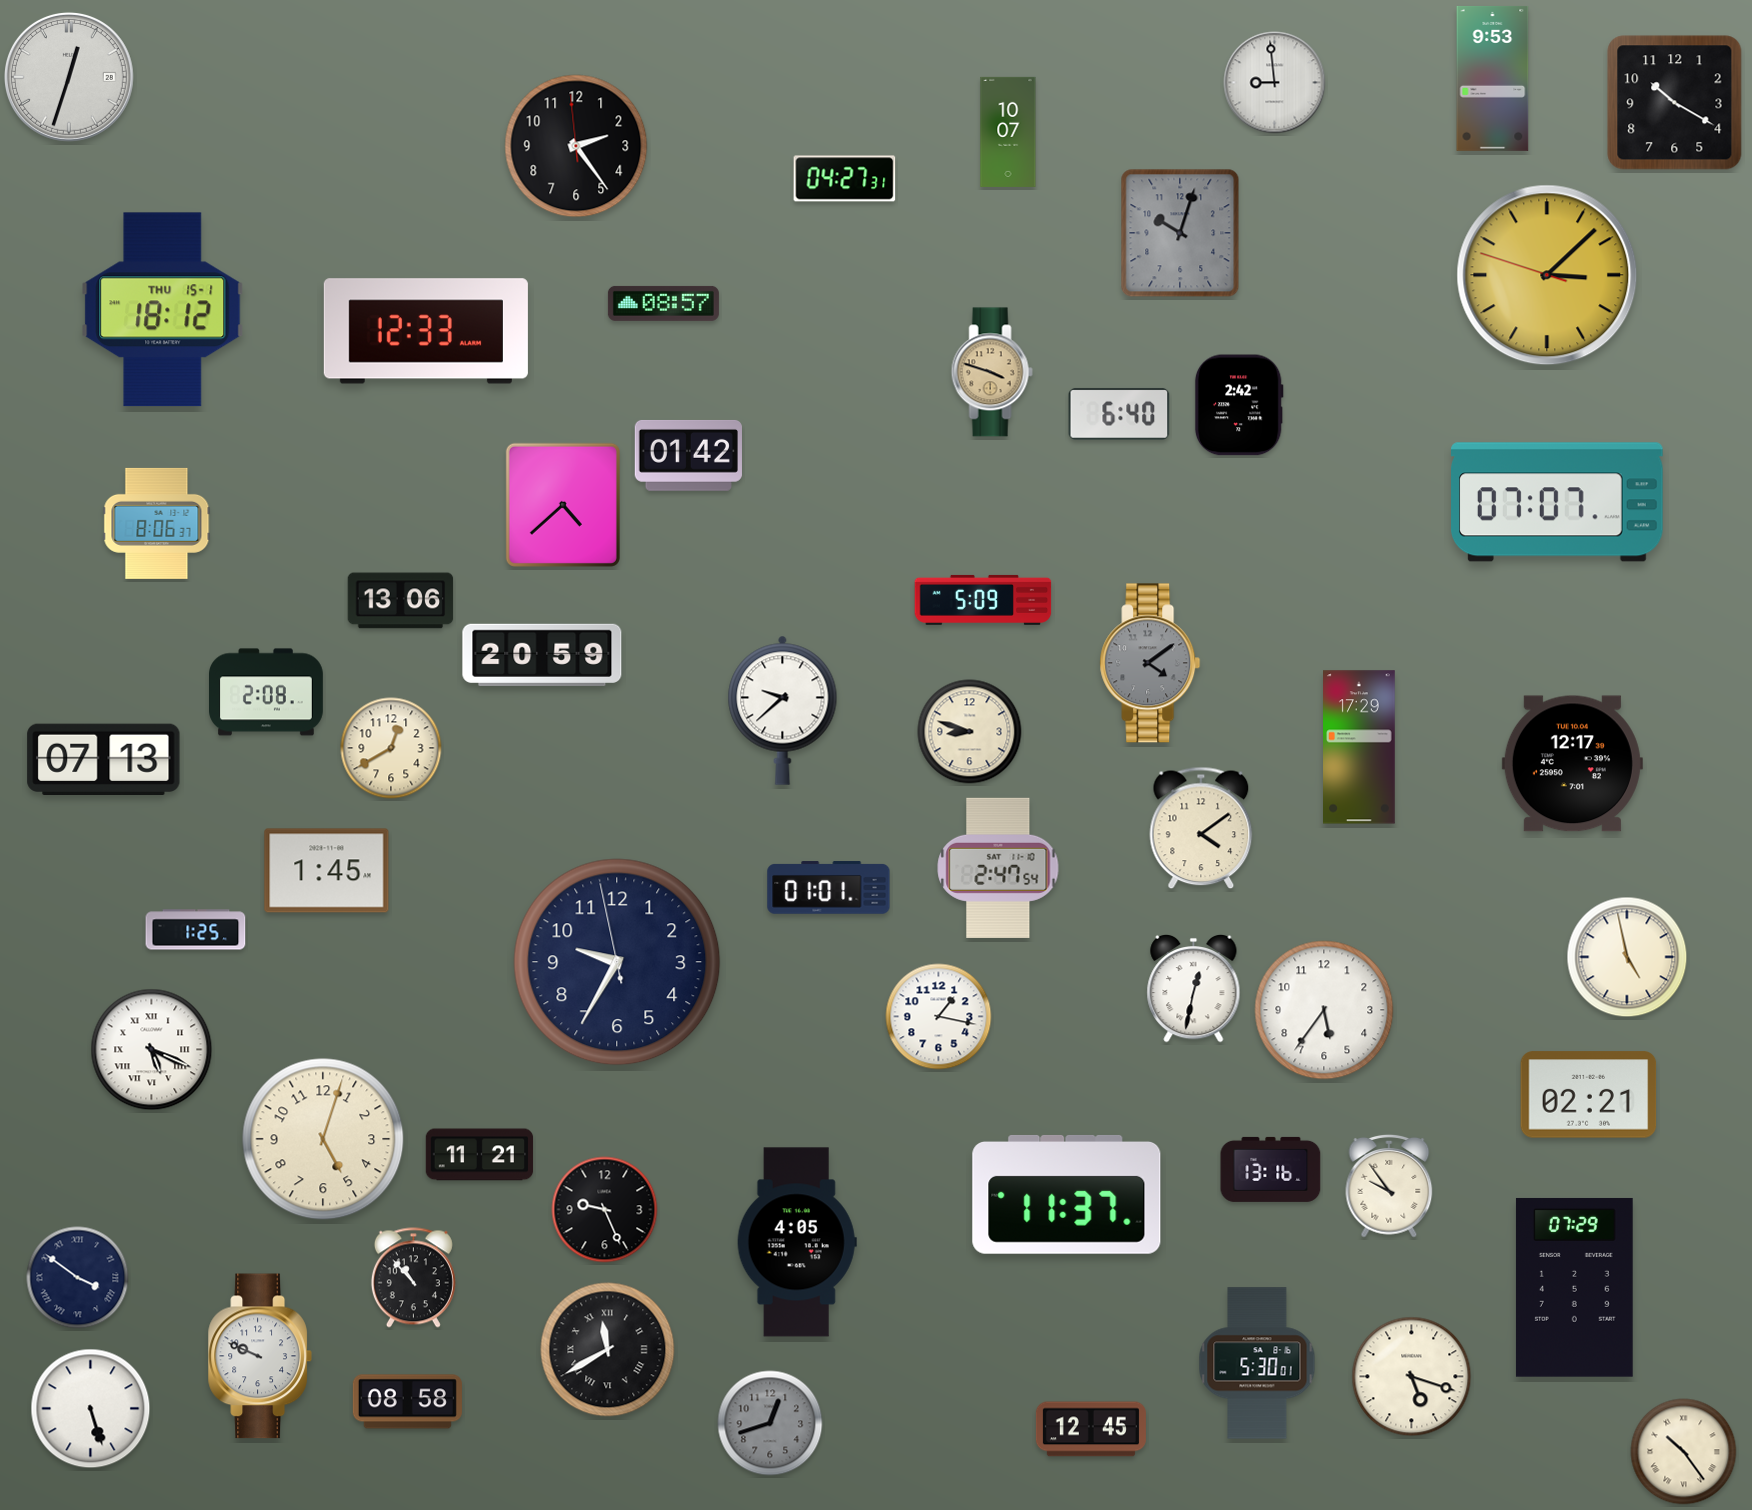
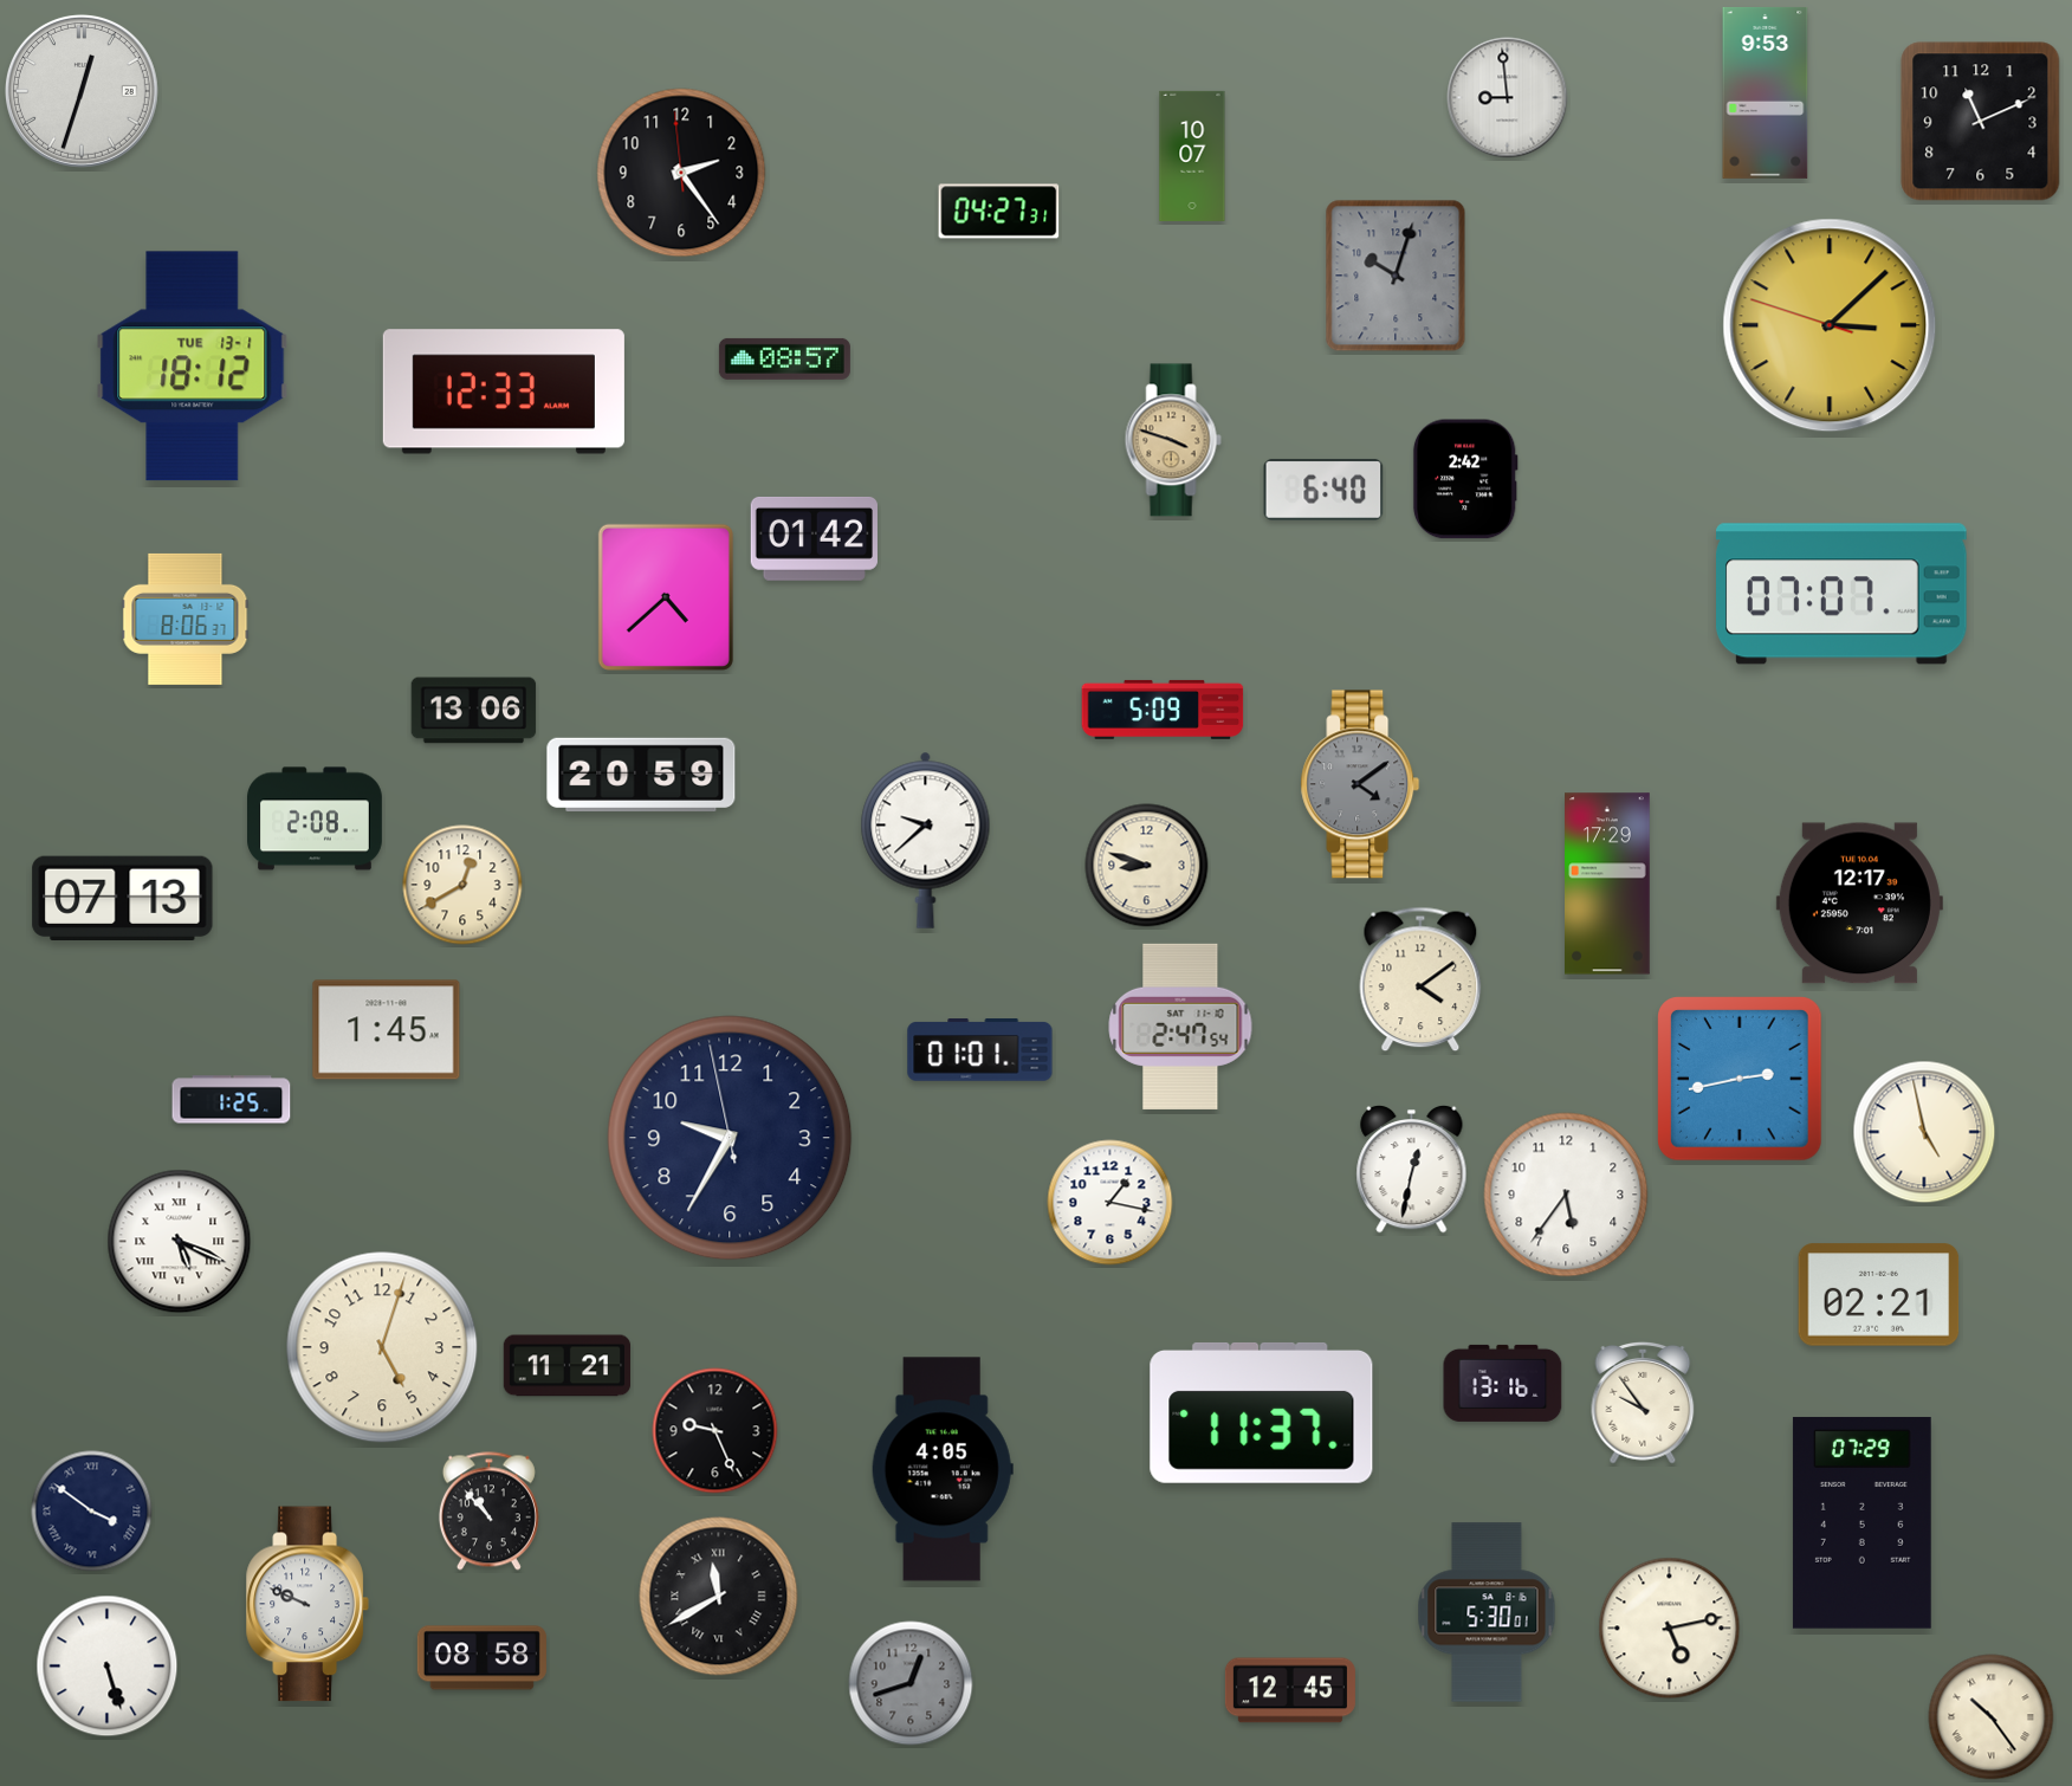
clock at (1675, 103): 10:20 -> 11:11
clock at (163, 310) date: THU 15-1 -> TUE 13-1
clock at (1741, 1080): none -> 2:43
clock at (1412, 1377): 5:18 -> 5:13
